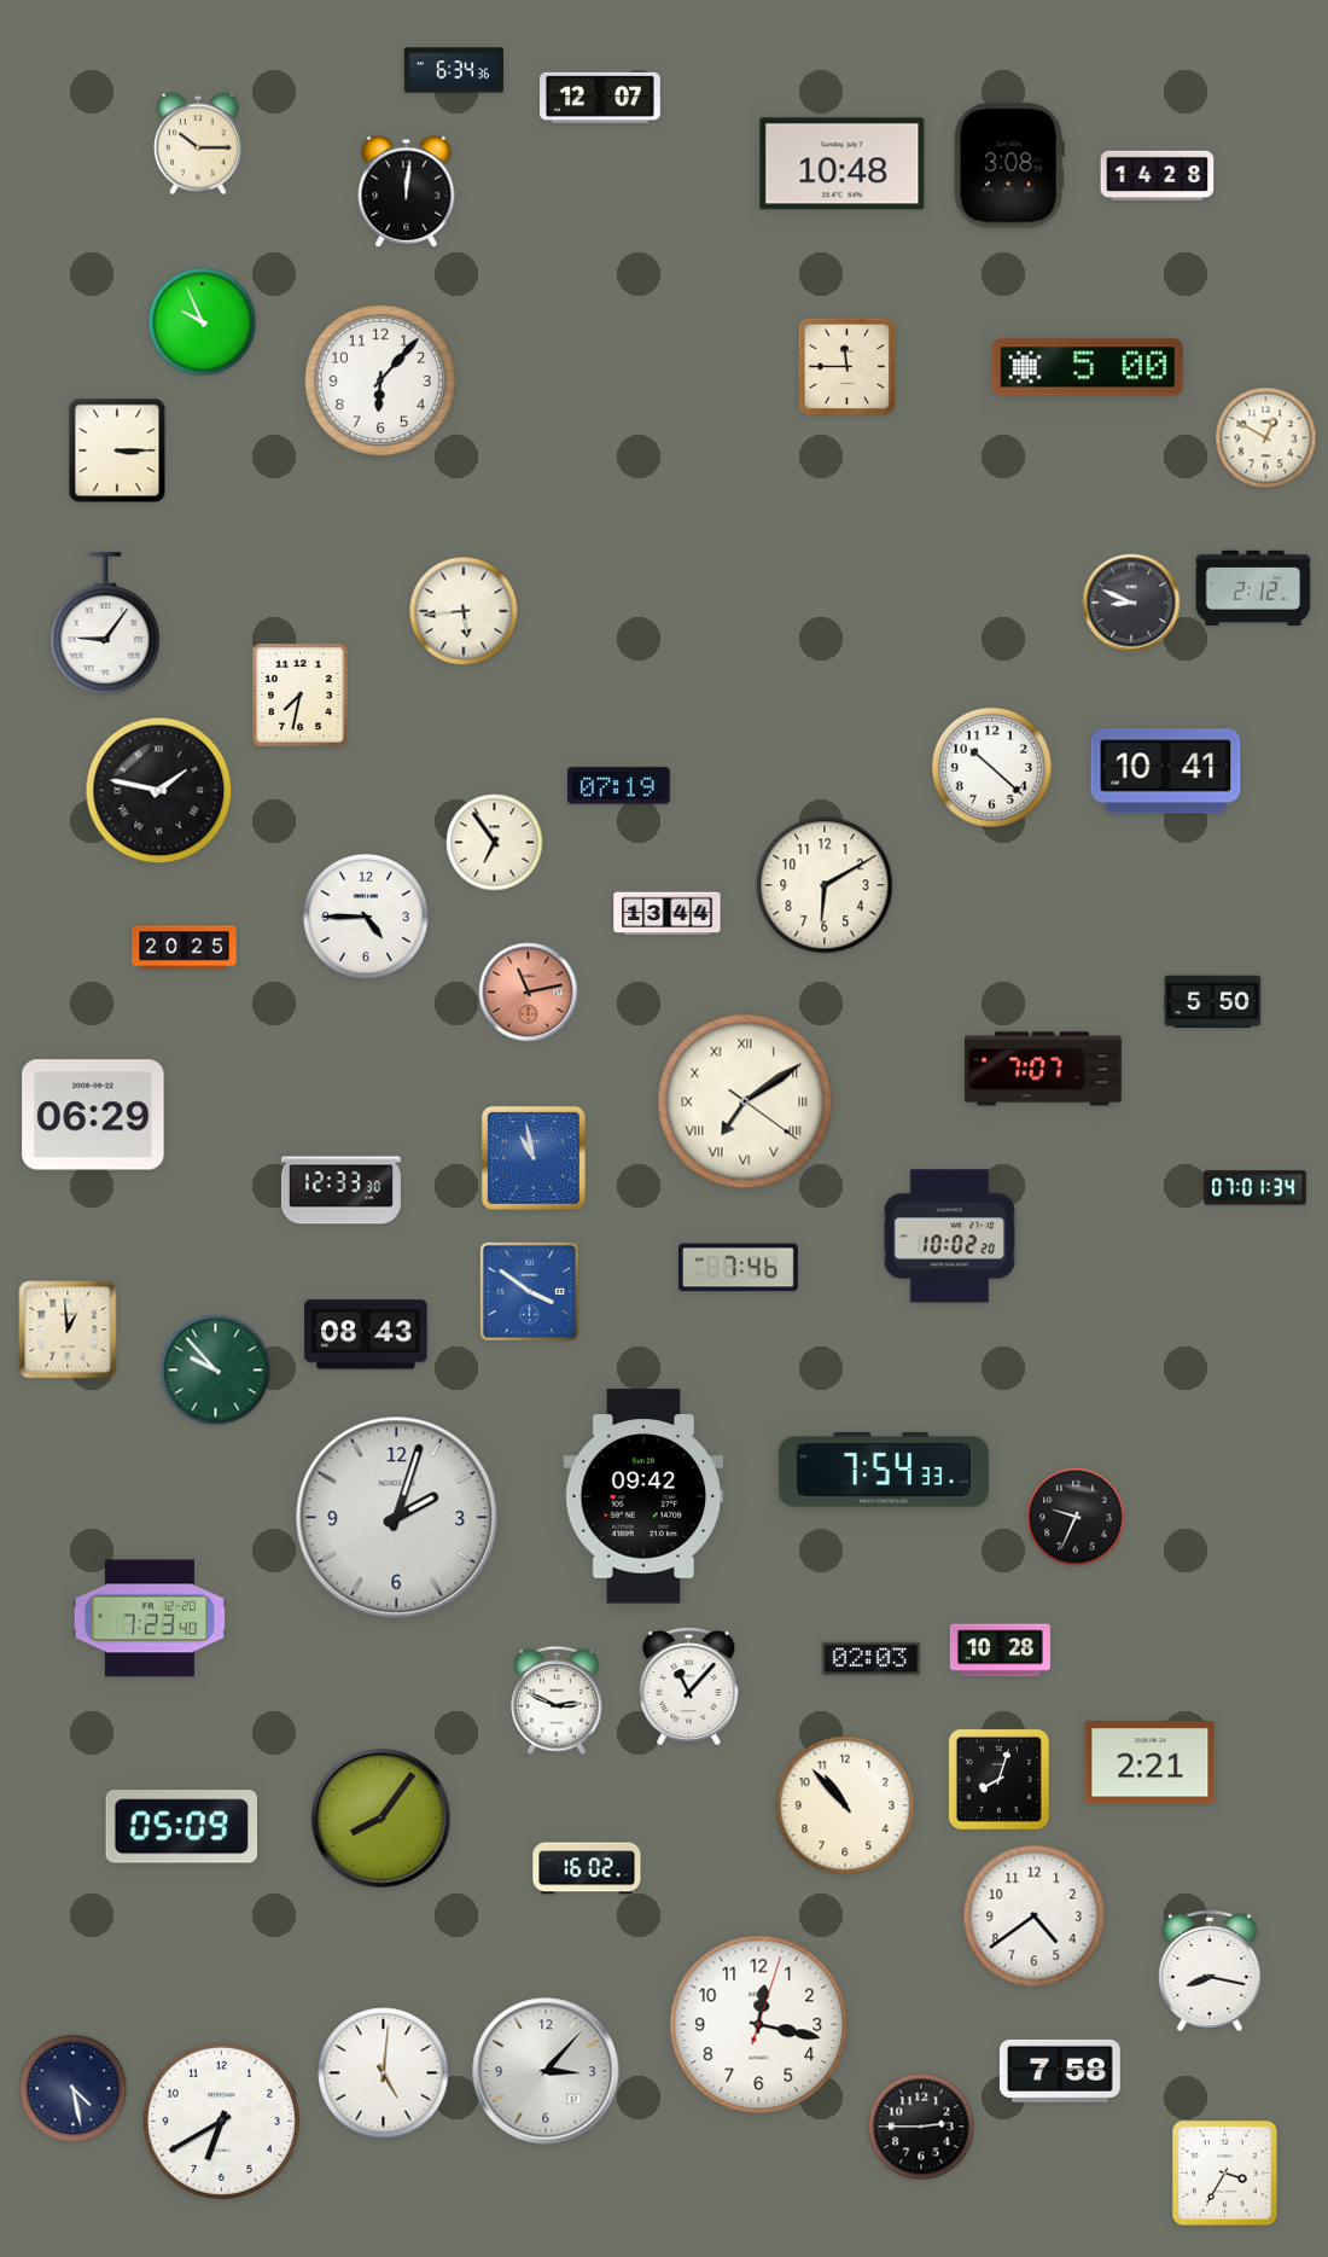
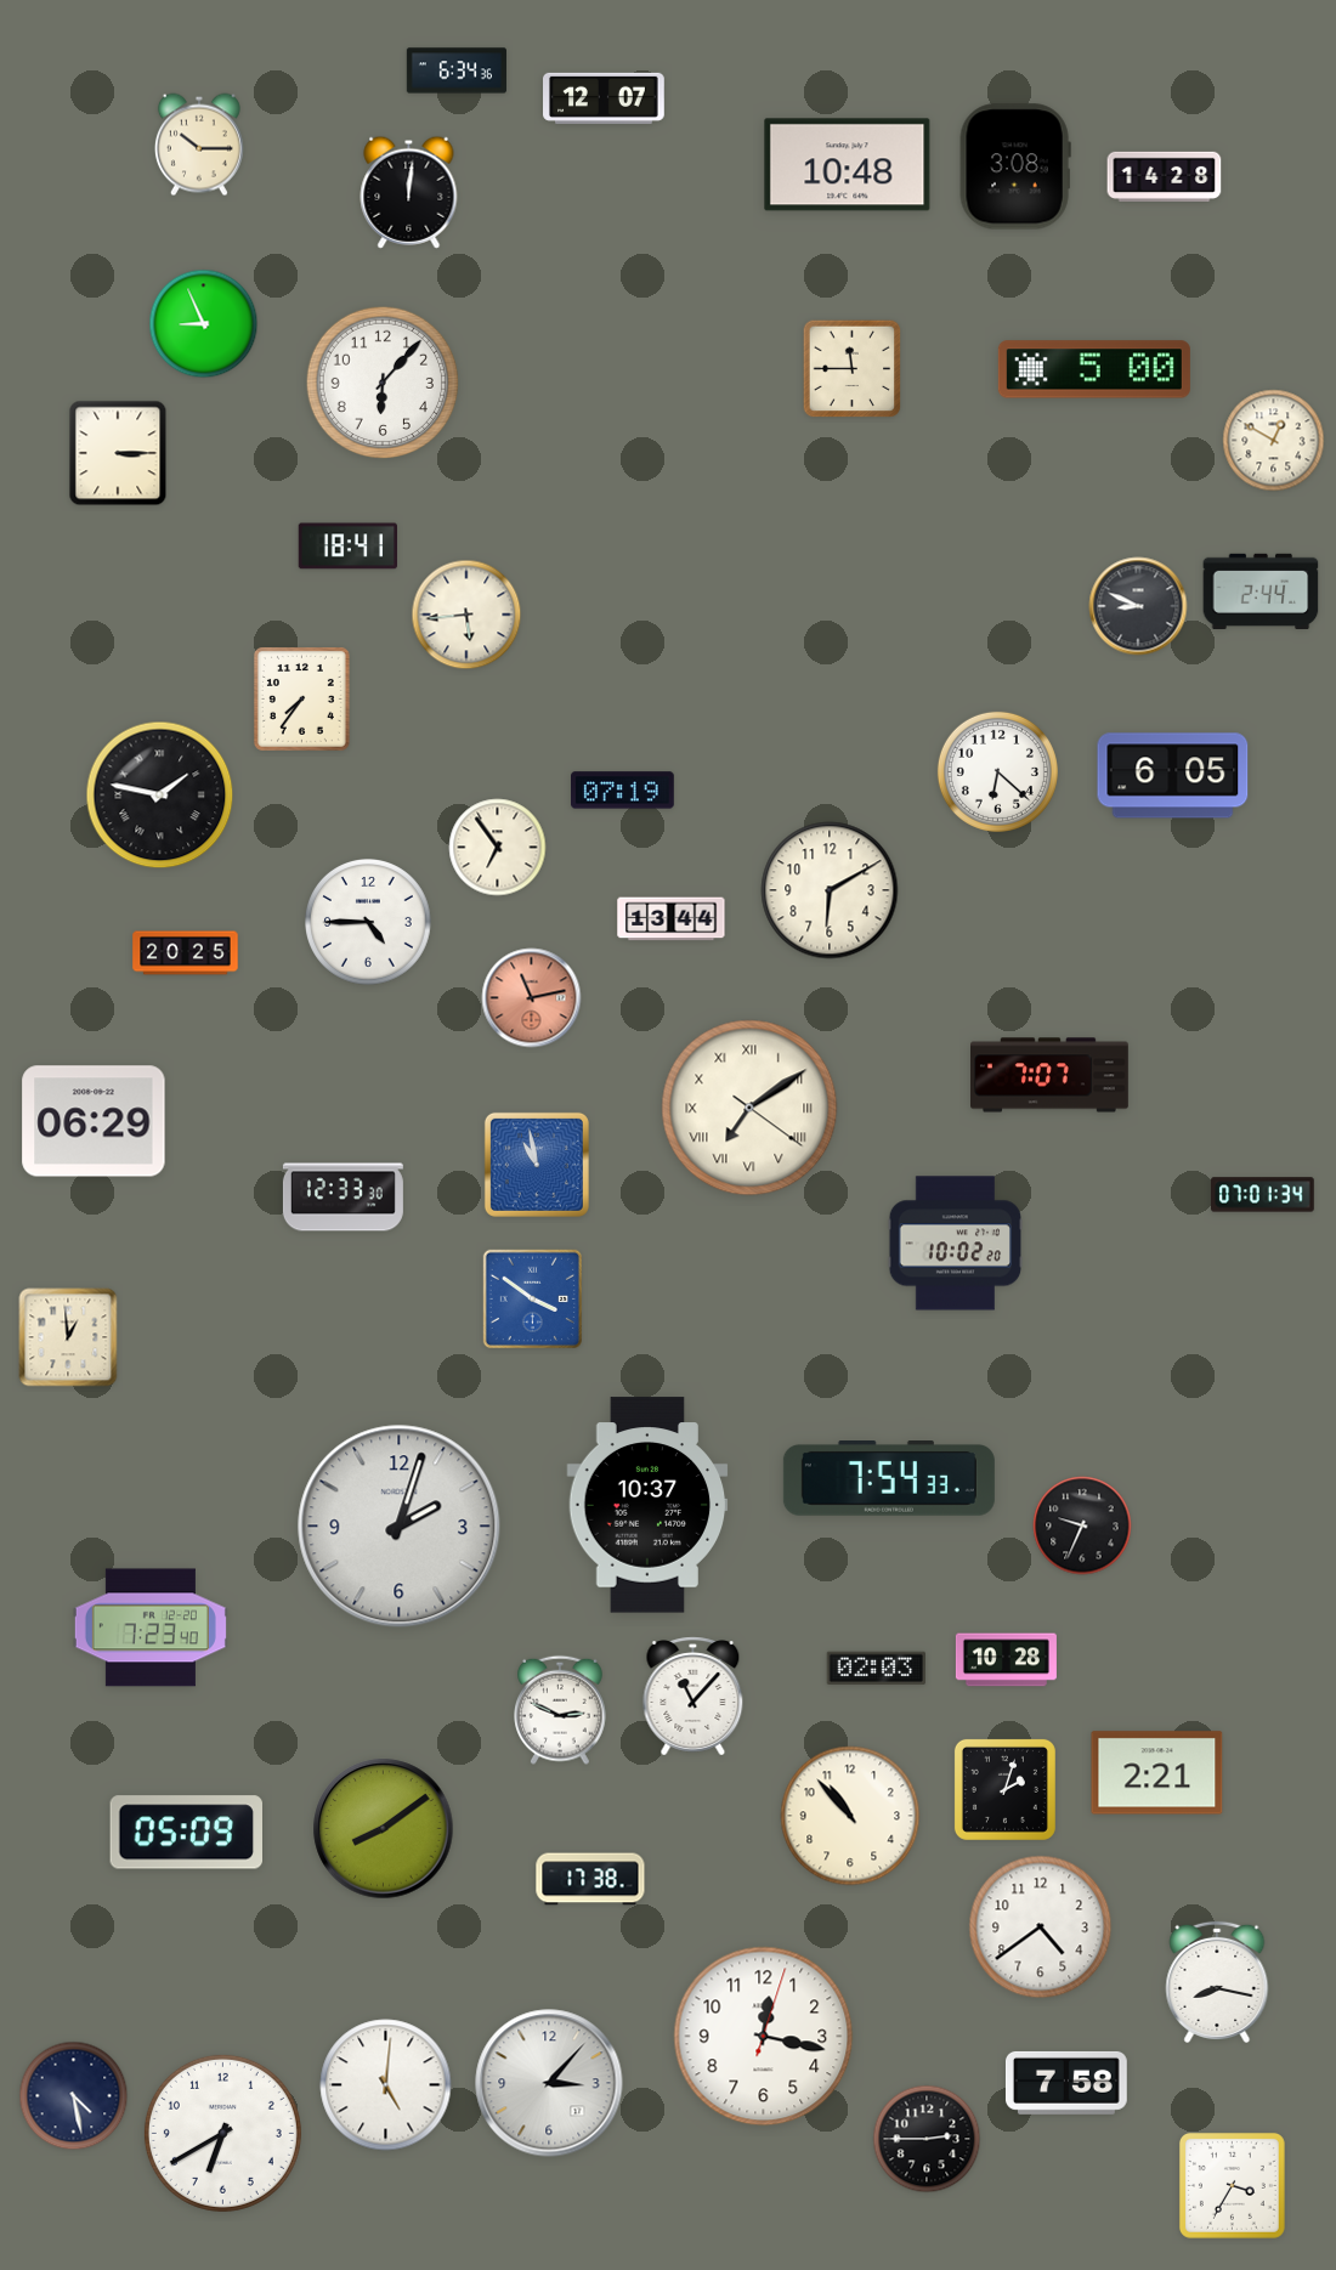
clock at (203, 322): 9:56 -> 8:56
clock at (347, 547): none -> 18:41
clock at (1253, 587): 2:12 -> 2:44
clock at (105, 623): 9:06 -> none
clock at (299, 694): 7:32 -> 7:36
clock at (991, 767): 10:22 -> 6:22
clock at (1166, 772): 10:41 -> 6:05
clock at (1213, 1002): 5:50 -> none
clock at (738, 1268): 7:46 -> none
clock at (366, 1334): 08:43 -> none
clock at (216, 1371): 9:53 -> none
clock at (643, 1496): 09:42 -> 10:37
clock at (998, 1779): 8:03 -> 2:03
clock at (381, 1819): 8:06 -> 8:09
clock at (181, 1827) position: (181, 1827) -> (186, 1833)
clock at (587, 1868): 16:02 -> 17:38
clock at (74, 2089) position: (74, 2089) -> (74, 2096)
